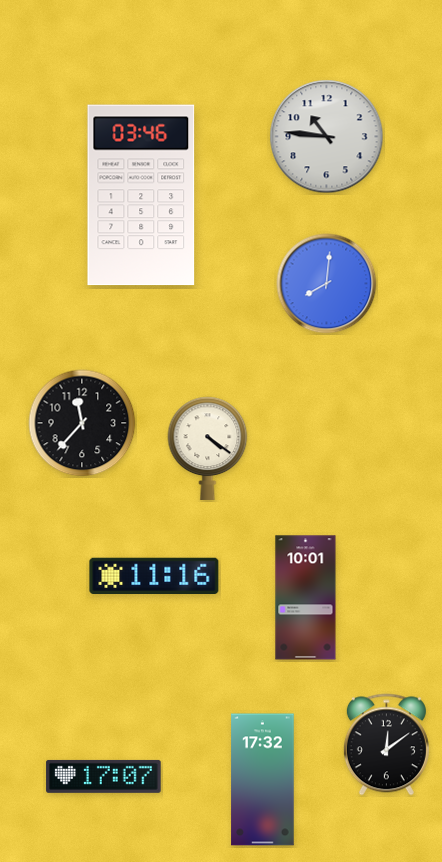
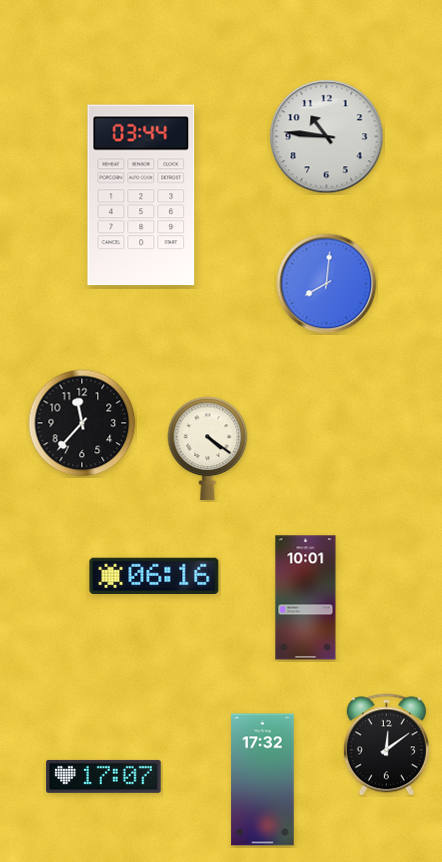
clock at (141, 195): 03:46 -> 03:44
clock at (154, 575): 11:16 -> 06:16
